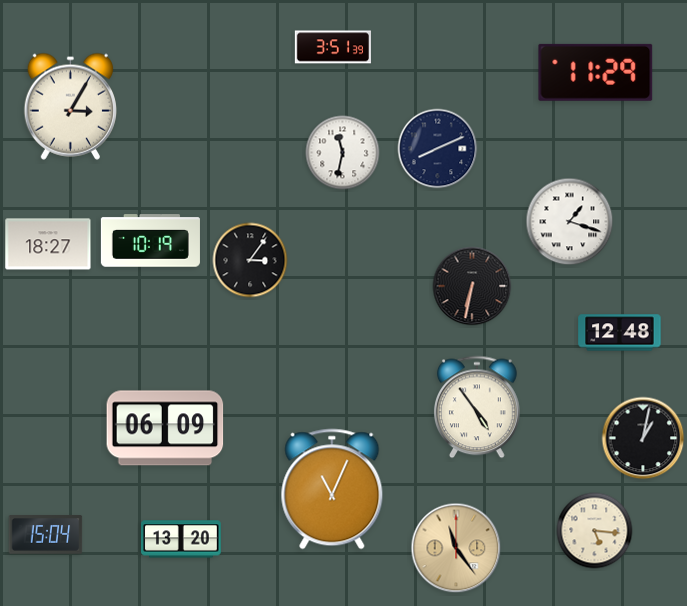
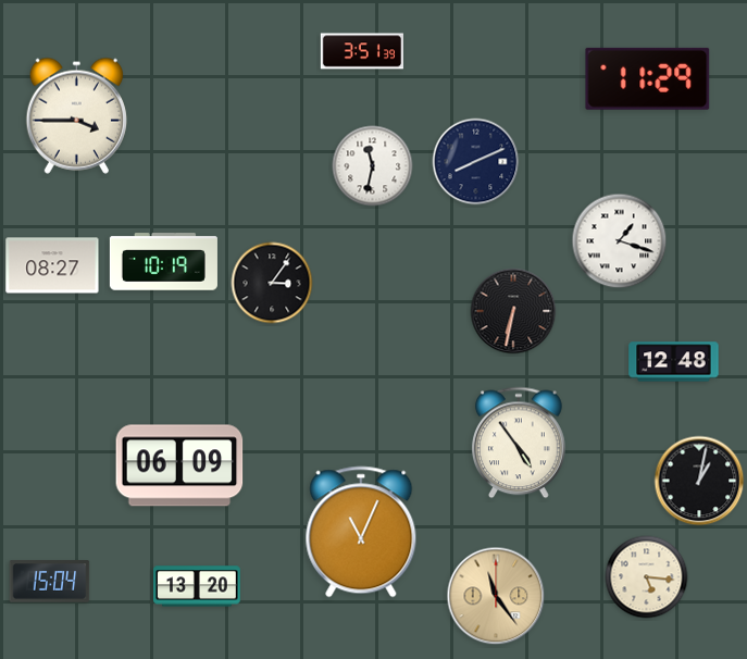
clock at (70, 106): 3:05 -> 3:45
clock at (48, 244): 18:27 -> 08:27
clock at (643, 438) position: (643, 438) -> (699, 481)
